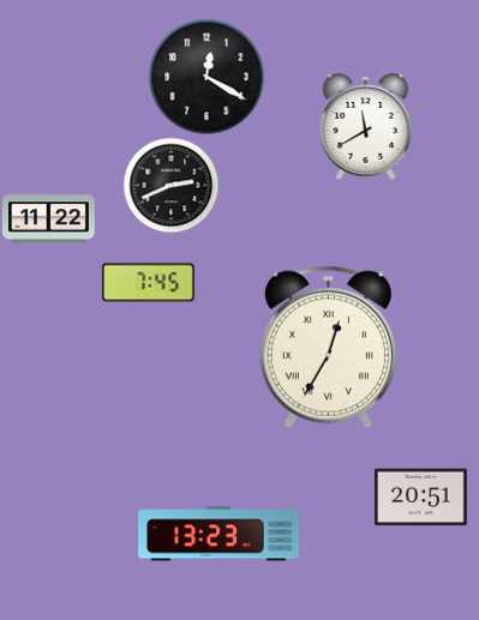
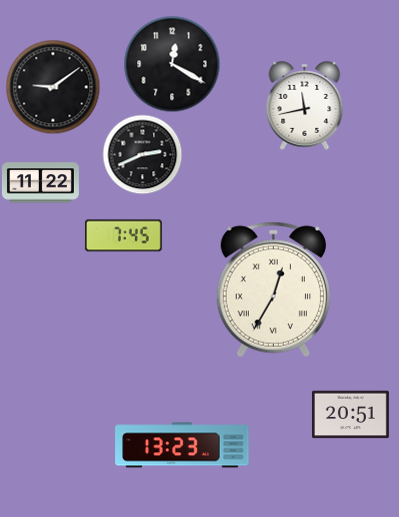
clock at (53, 87): none -> 9:09
clock at (366, 126): 11:40 -> 11:43
